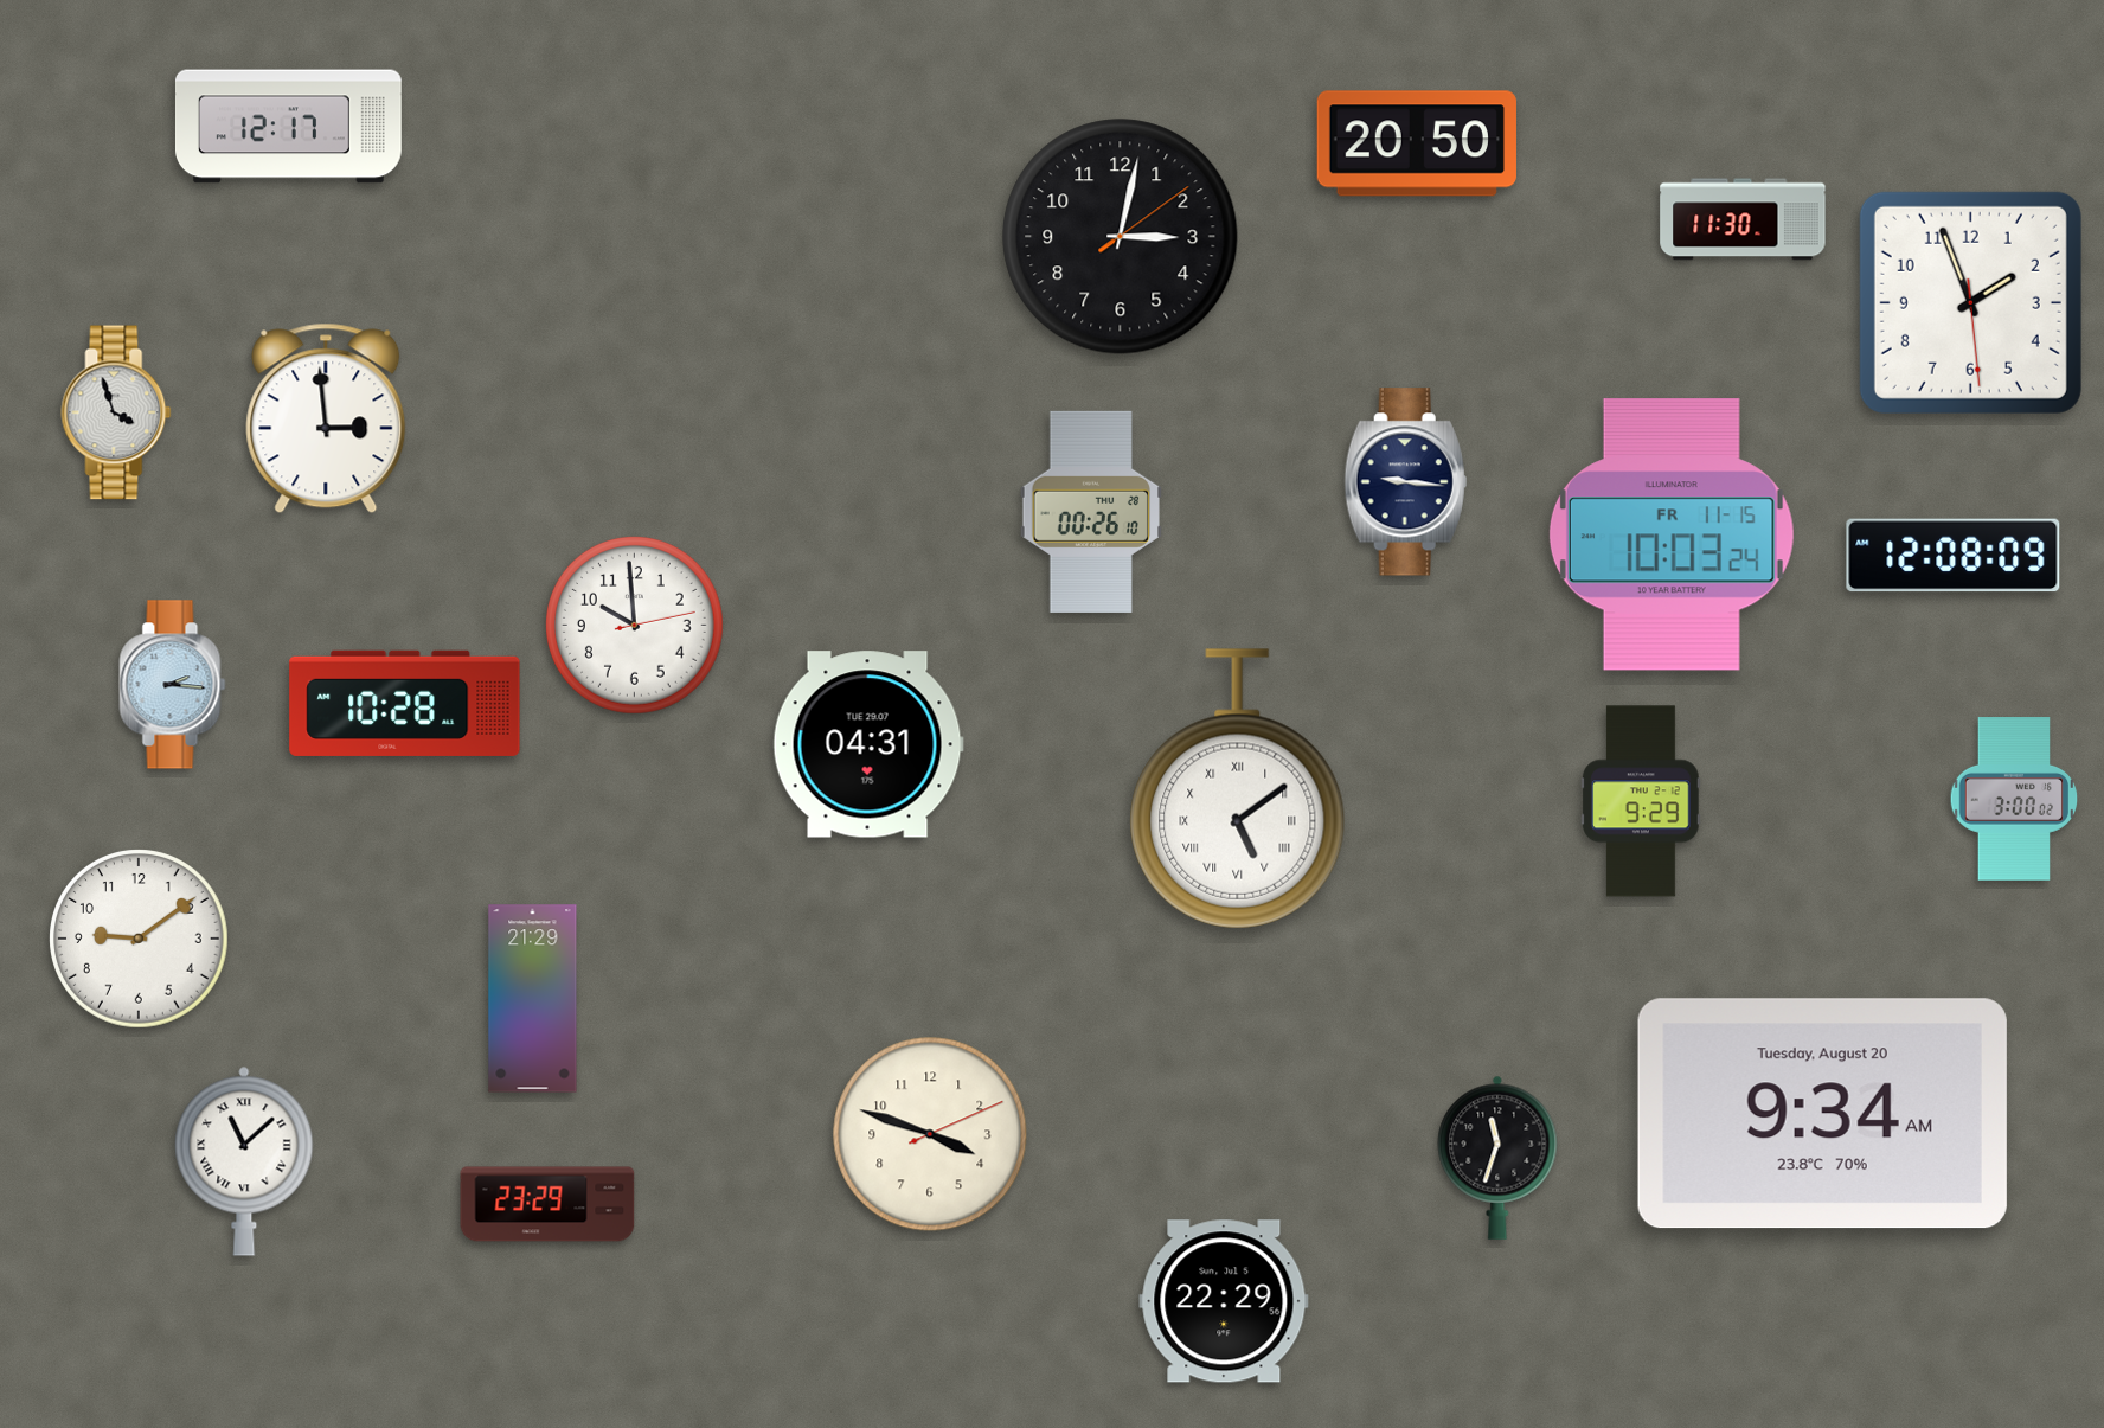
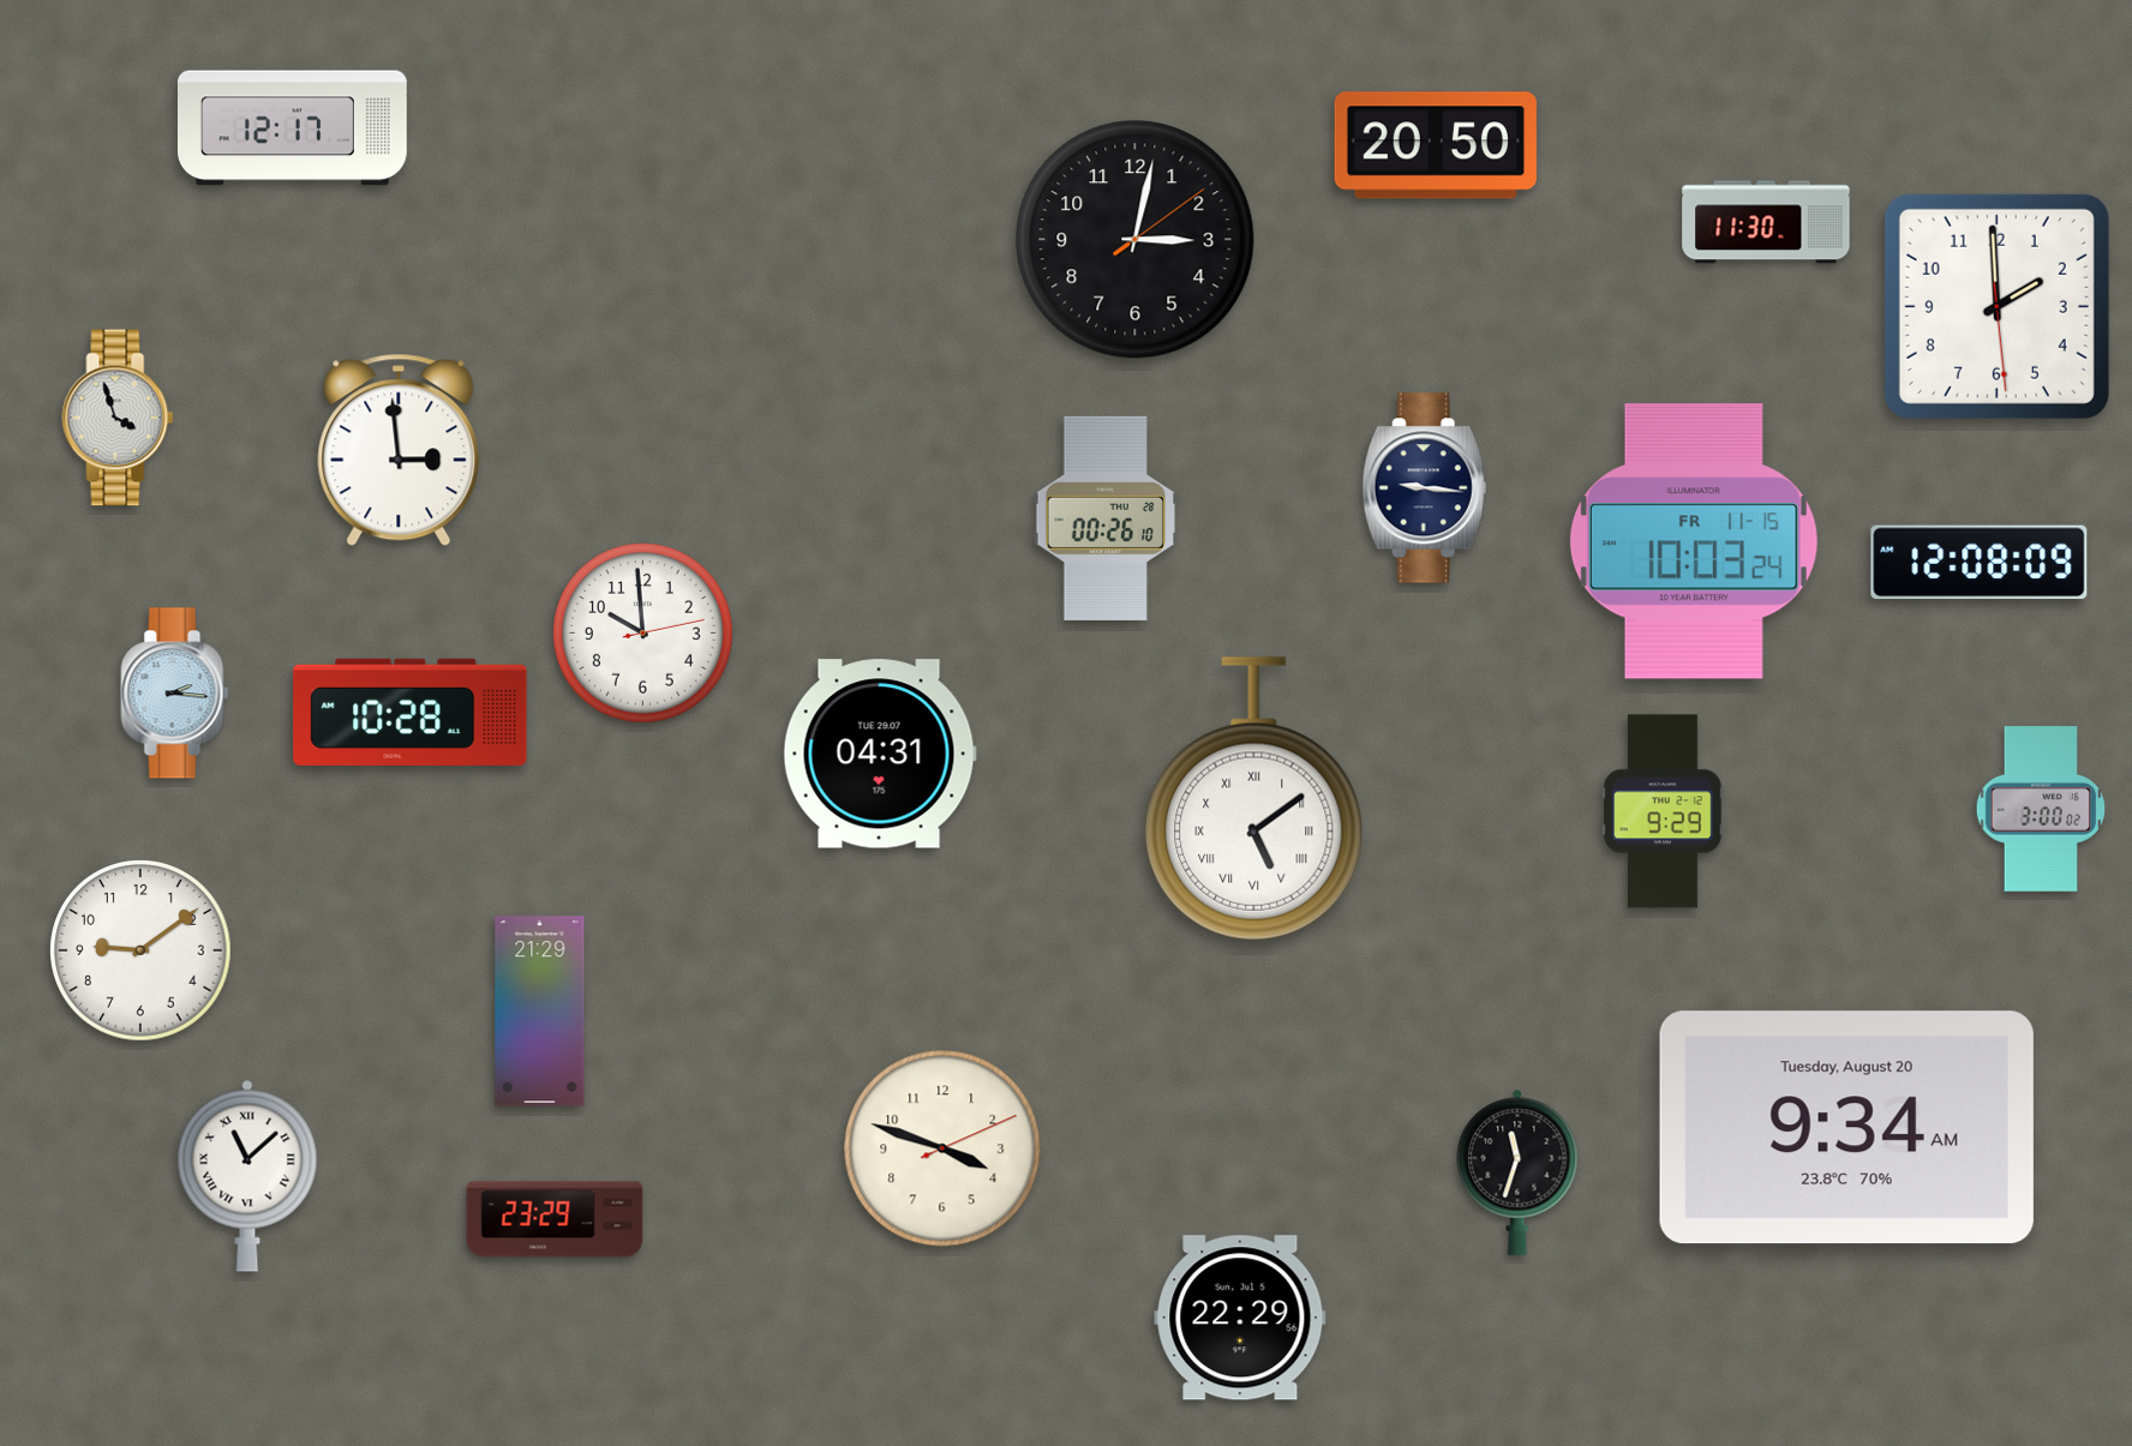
clock at (1970, 302): 1:56 -> 1:59
clock at (326, 418) position: (326, 418) -> (399, 450)
